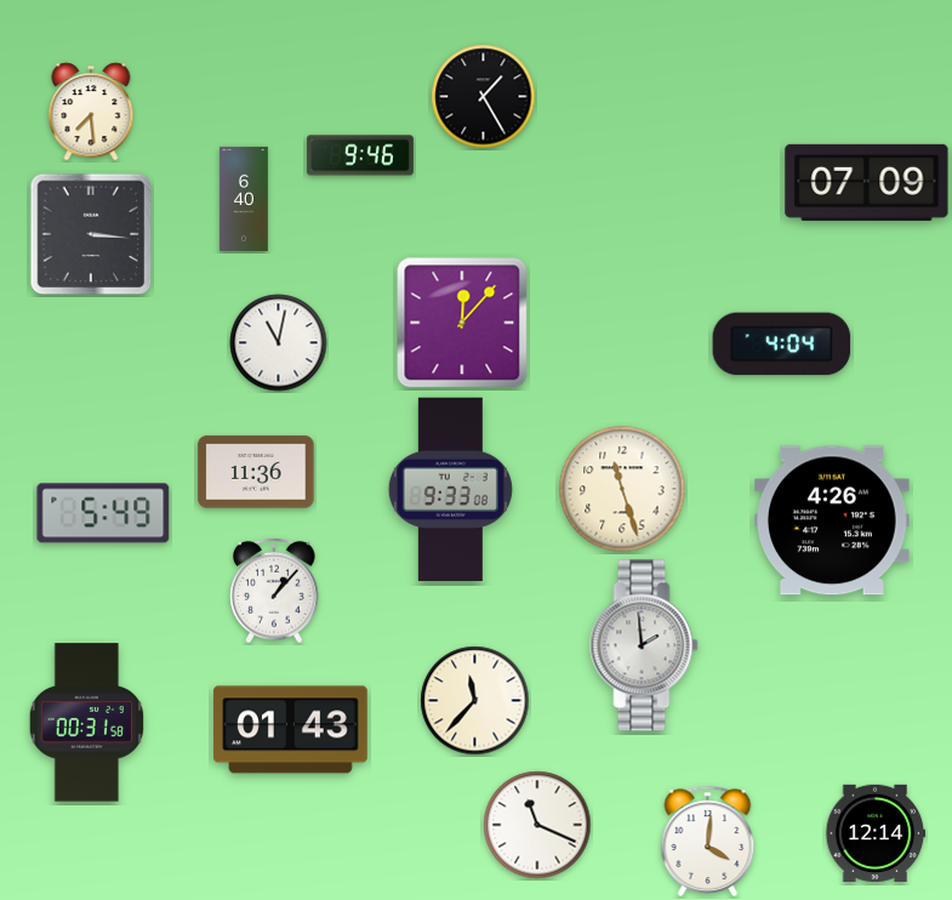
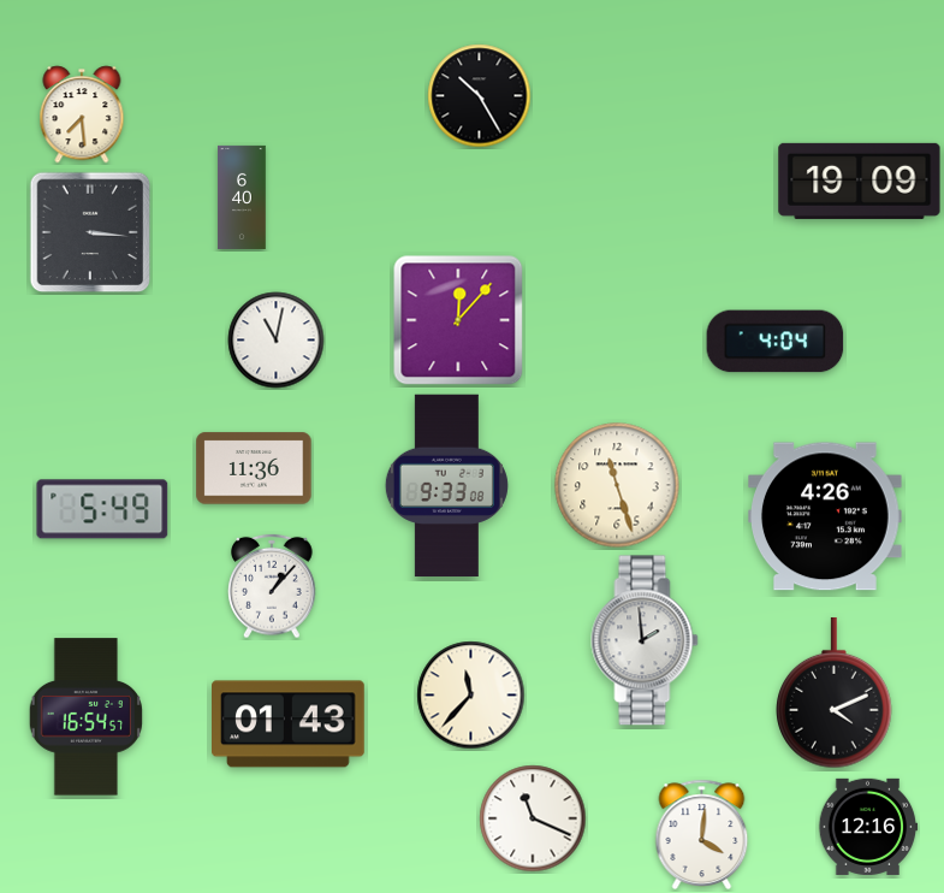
clock at (484, 97): 1:25 -> 10:25
clock at (91, 112) position: (91, 112) -> (82, 114)
clock at (360, 155): 9:46 -> none
clock at (867, 182): 07:09 -> 19:09
clock at (644, 645) position: (644, 645) -> (645, 640)
clock at (835, 693): none -> 4:11
clock at (86, 723): 00:31 -> 16:54
clock at (876, 833): 12:14 -> 12:16
